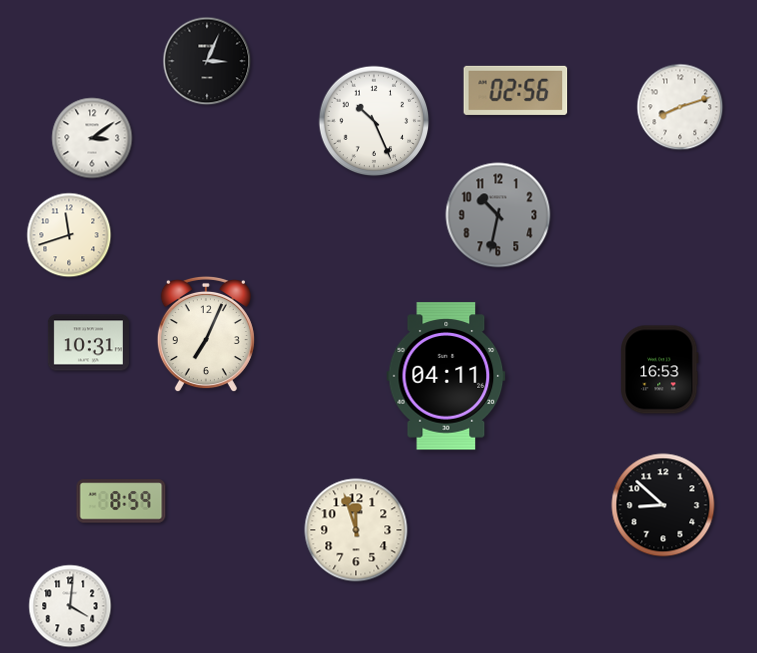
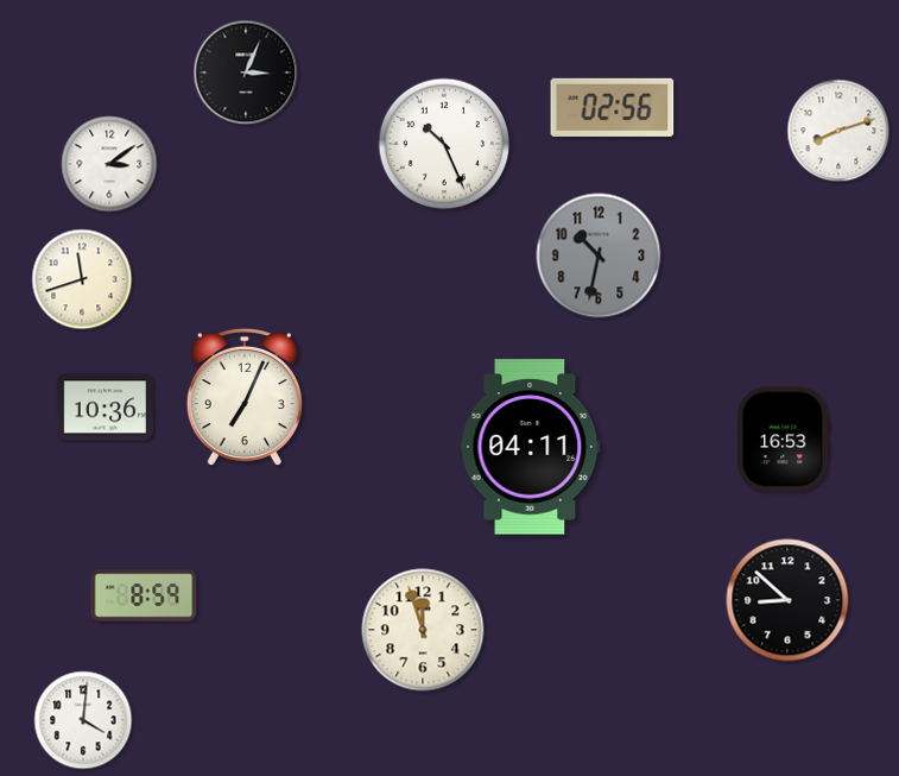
clock at (680, 107) position: (680, 107) -> (838, 131)
clock at (498, 215) position: (498, 215) -> (599, 255)
clock at (88, 343): 10:31 -> 10:36
